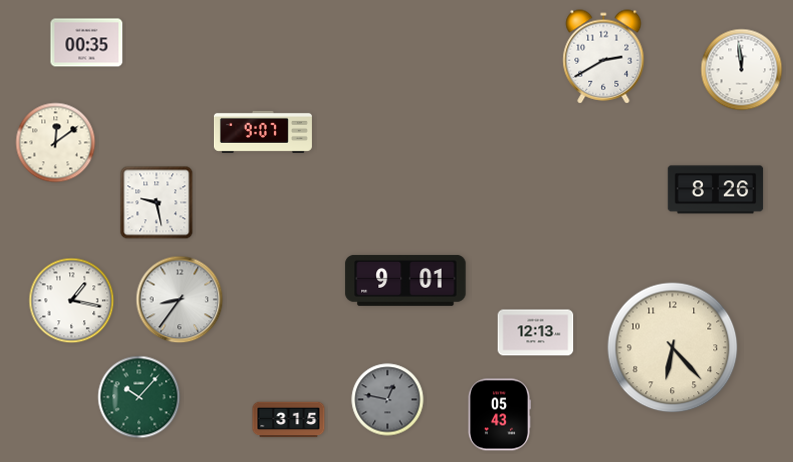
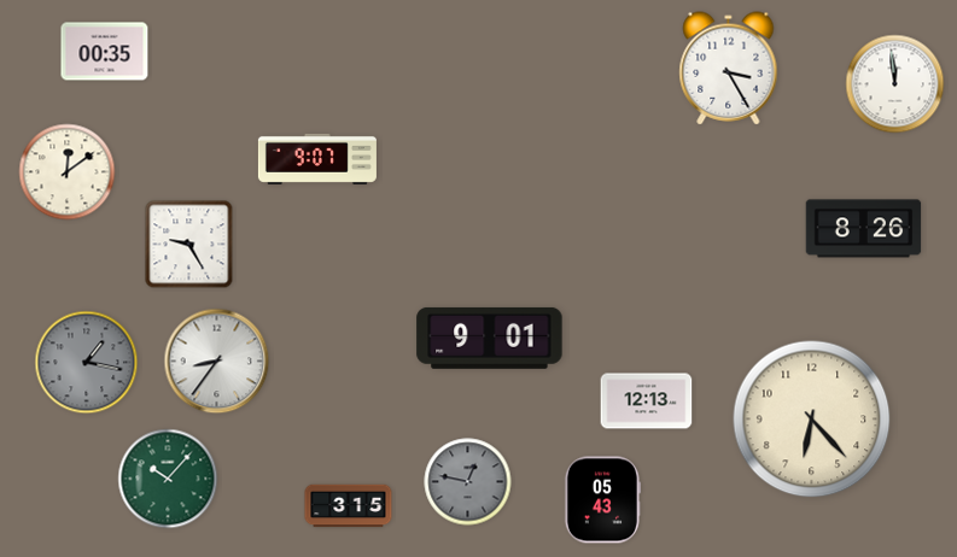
clock at (604, 57): 2:40 -> 3:25
clock at (157, 203): 9:28 -> 9:25
clock at (72, 301) dial: white -> grey
